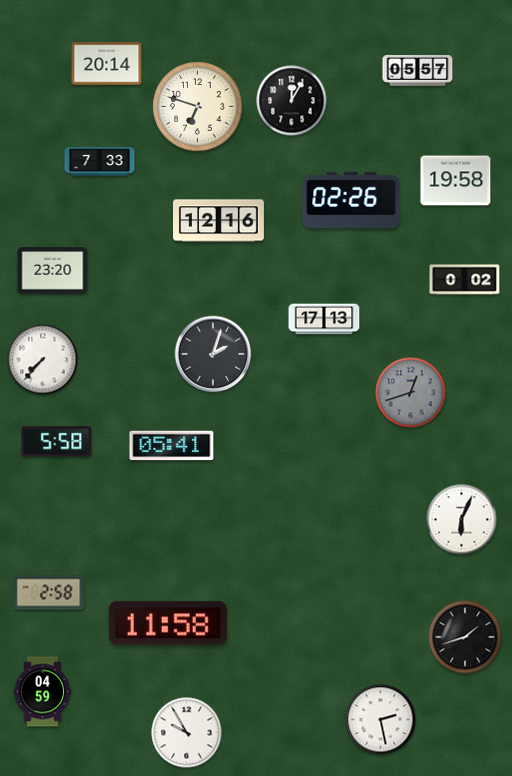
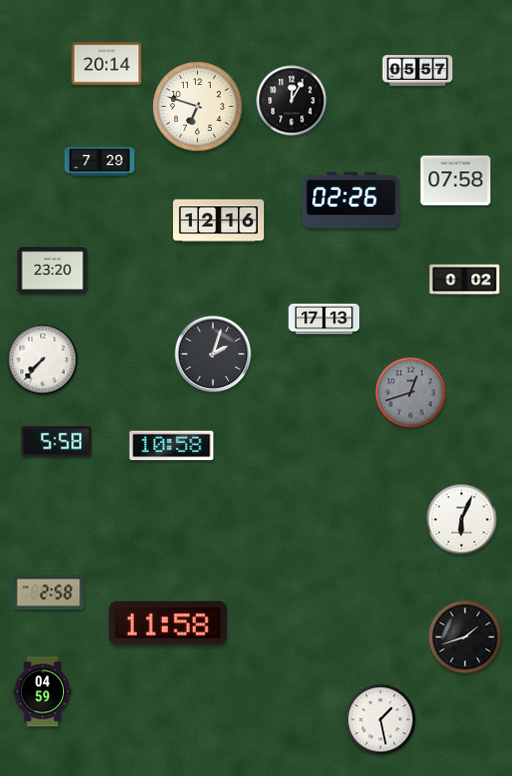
clock at (100, 162): 7:33 -> 7:29
clock at (456, 181): 19:58 -> 07:58
clock at (172, 446): 05:41 -> 10:58
clock at (381, 720): 2:28 -> 1:28
clock at (187, 733): 9:55 -> none
